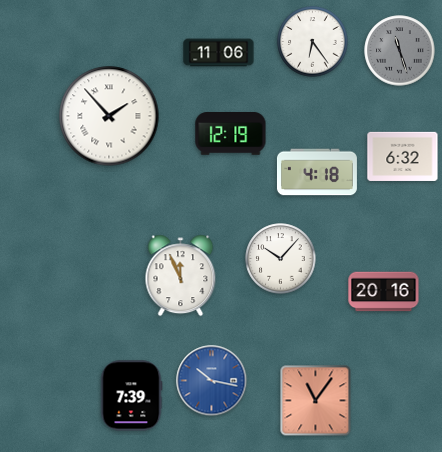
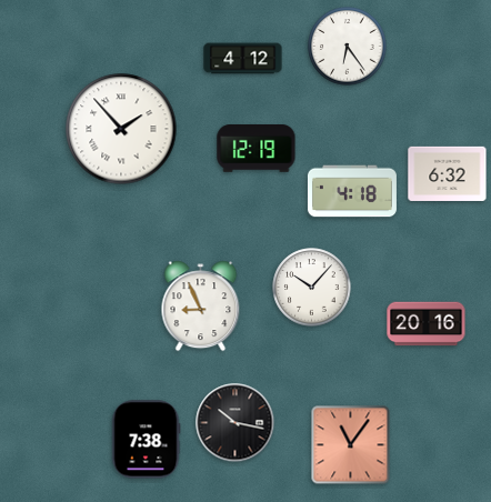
clock at (400, 51): 11:27 -> none
clock at (219, 53): 11:06 -> 4:12
clock at (181, 276): 11:56 -> 8:56
clock at (212, 381) dial: blue -> black
clock at (131, 396): 7:39 -> 7:38
